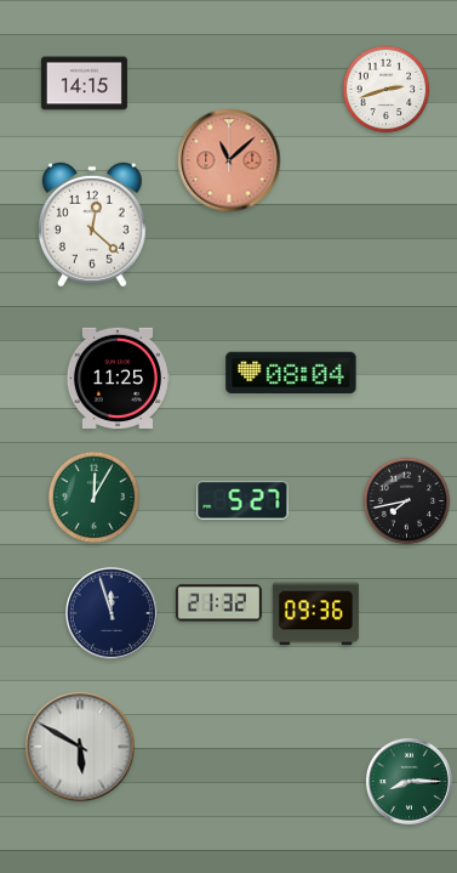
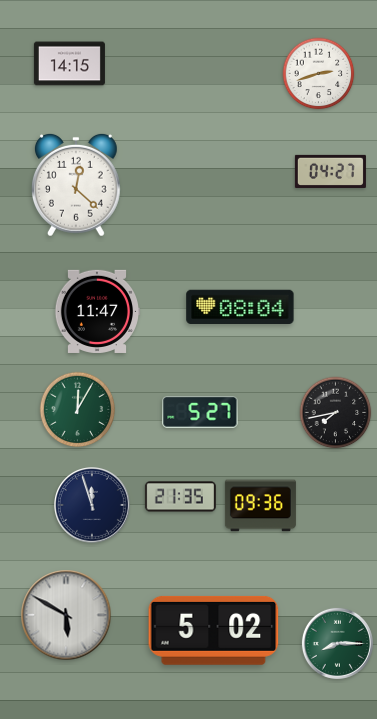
clock at (84, 84) position: (84, 84) -> (69, 64)
clock at (229, 160): 11:08 -> none
clock at (330, 171): none -> 04:27
clock at (118, 378): 11:25 -> 11:47
clock at (218, 603): 21:32 -> 21:35
clock at (214, 630): none -> 5:02
